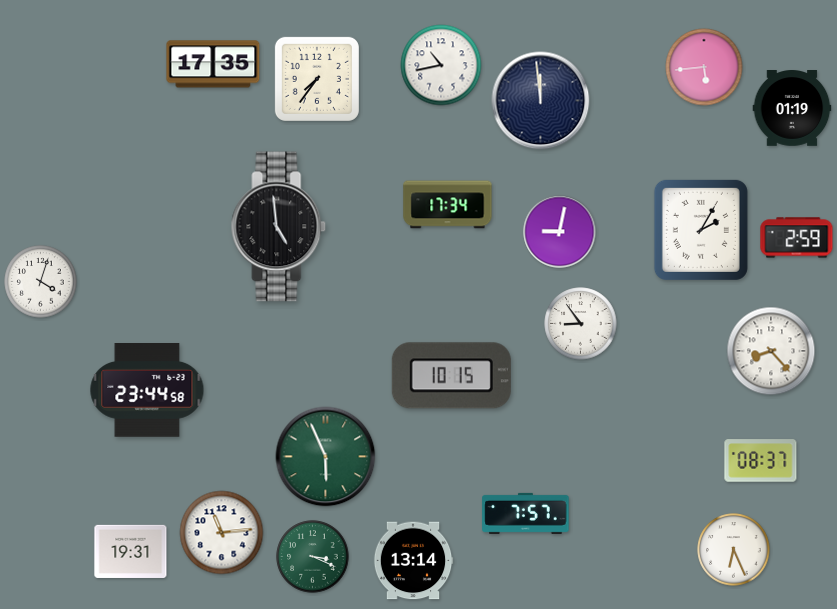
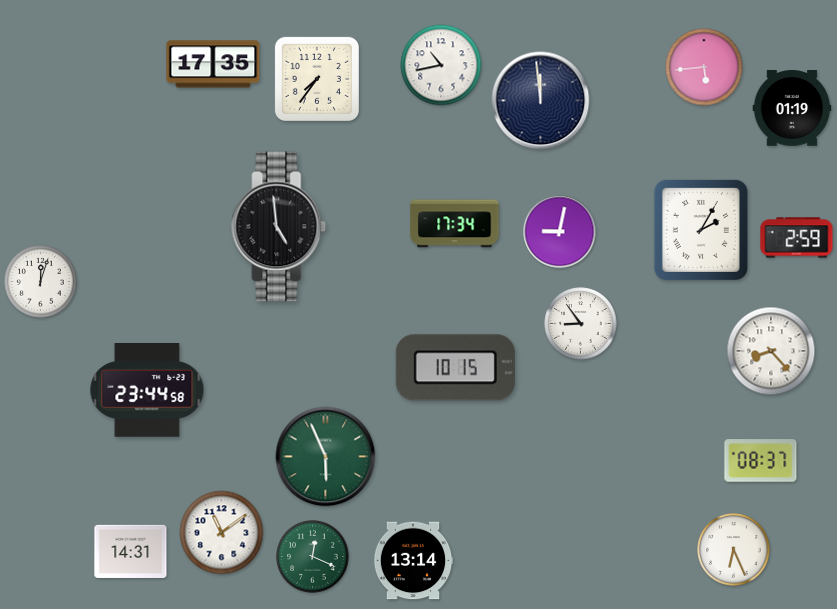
clock at (448, 205) position: (448, 205) -> (455, 224)
clock at (41, 282): 4:03 -> 12:03
clock at (451, 376) position: (451, 376) -> (455, 368)
clock at (526, 513): 7:57 -> none
clock at (222, 533): 11:14 -> 11:09
clock at (131, 551): 19:31 -> 14:31
clock at (313, 557): 3:19 -> 12:19
